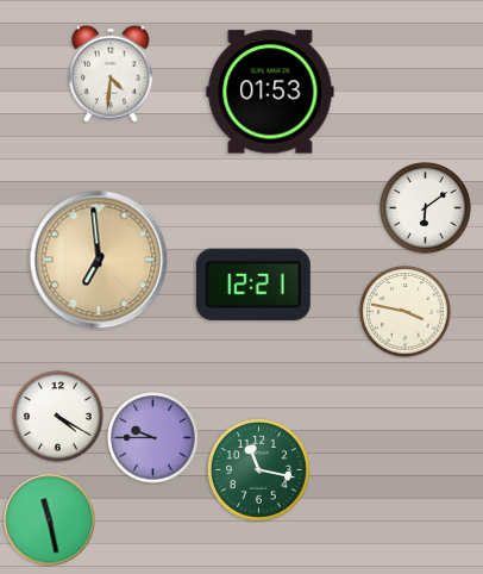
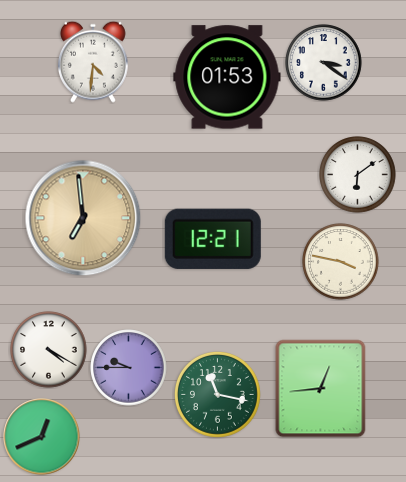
clock at (324, 63): none -> 3:21
clock at (321, 389): none -> 12:44
clock at (50, 520): 11:28 -> 12:41
